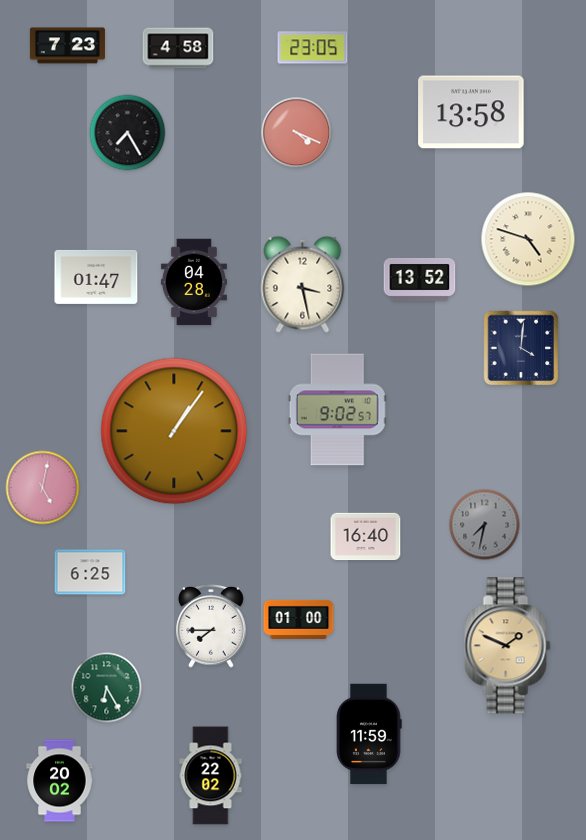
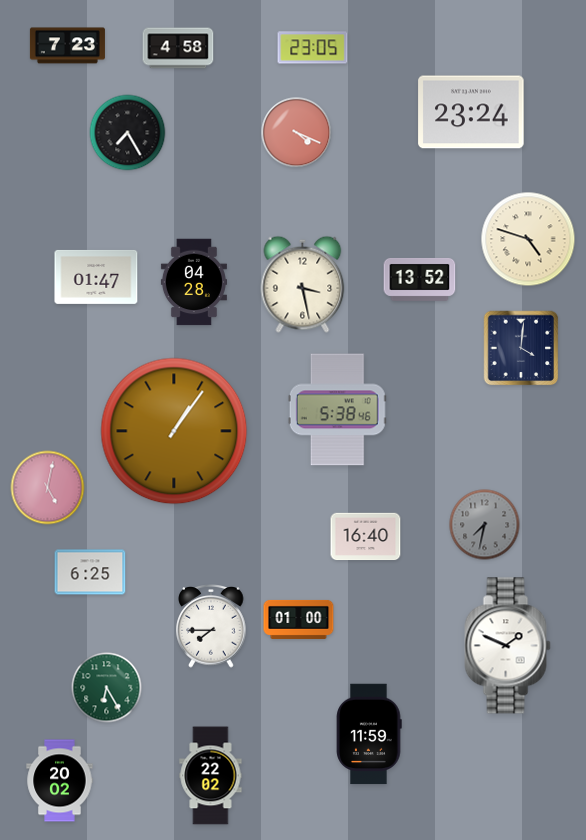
clock at (471, 112): 13:58 -> 23:24
clock at (337, 410): 9:02 -> 5:38
clock at (43, 488) position: (43, 488) -> (48, 488)
clock at (508, 646) dial: champagne -> white
